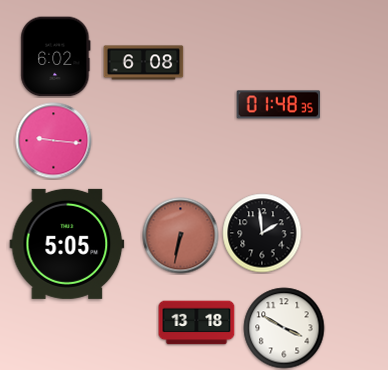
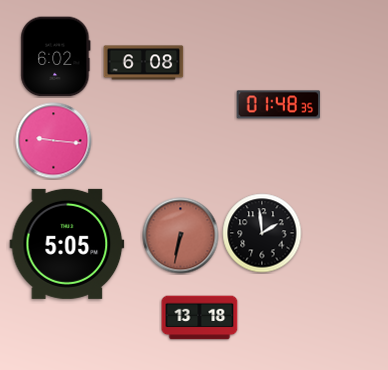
clock at (197, 323) position: (197, 323) -> (200, 318)
clock at (284, 328): 3:50 -> none
